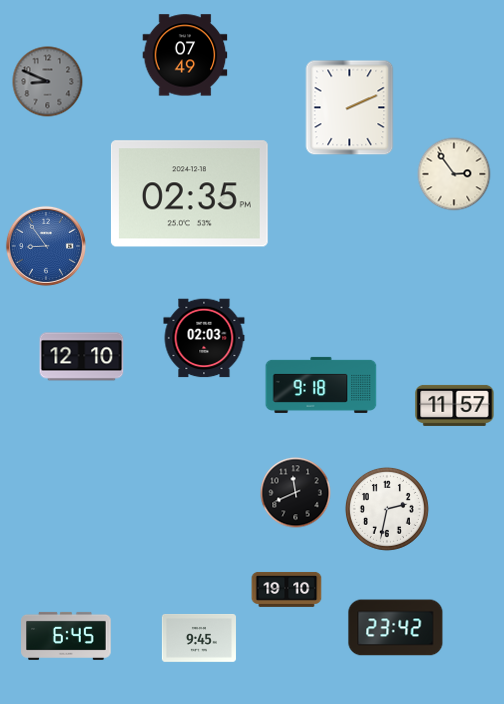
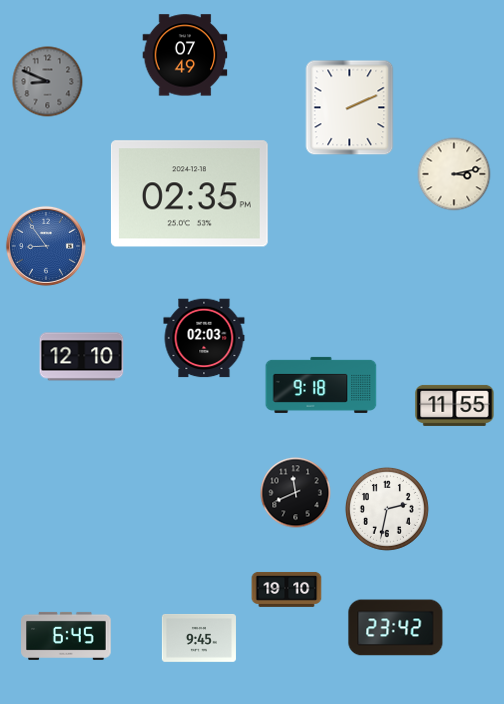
clock at (454, 174): 2:54 -> 3:13
clock at (455, 405): 11:57 -> 11:55
